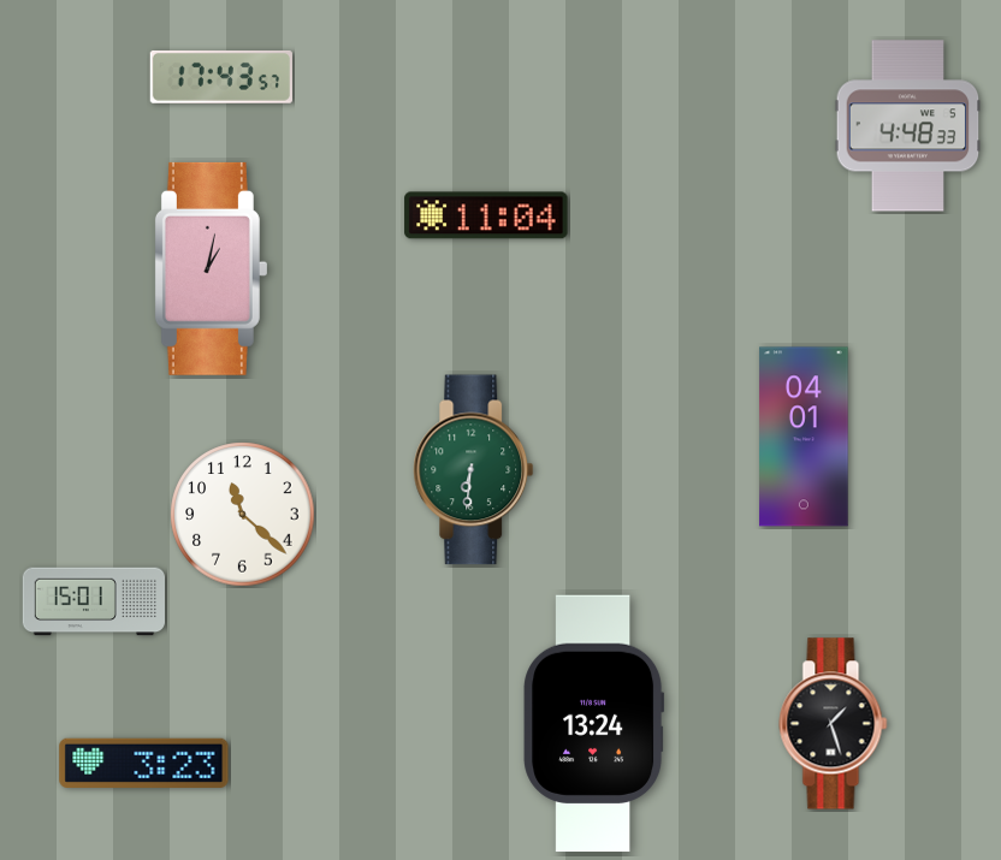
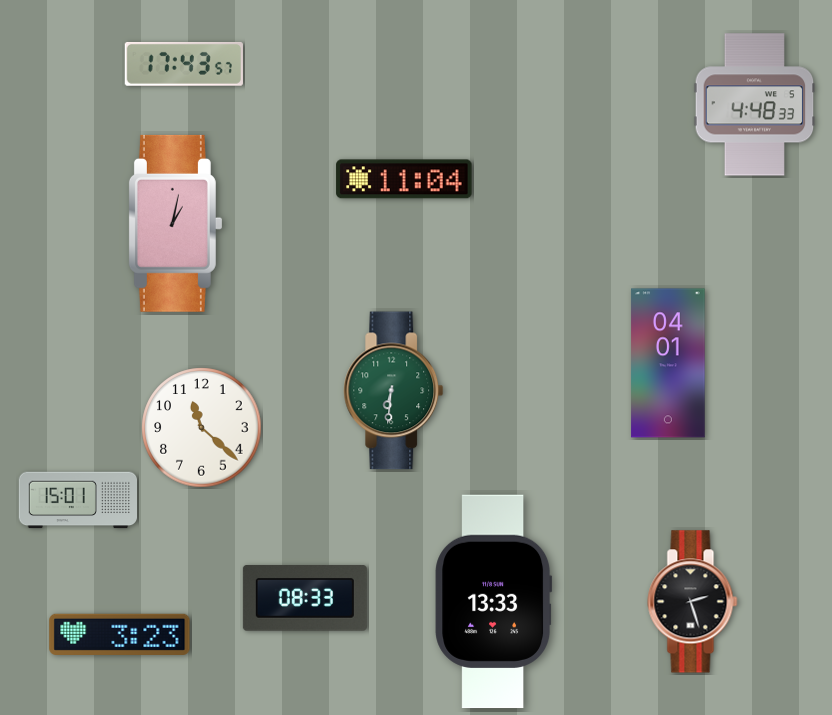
clock at (305, 598): none -> 08:33
clock at (594, 724): 13:24 -> 13:33
clock at (834, 724): 1:27 -> 2:27
